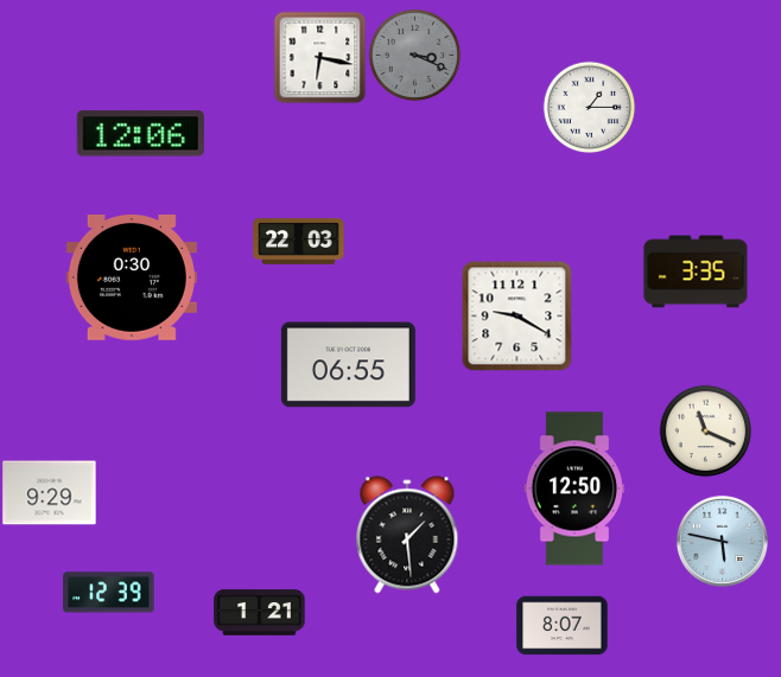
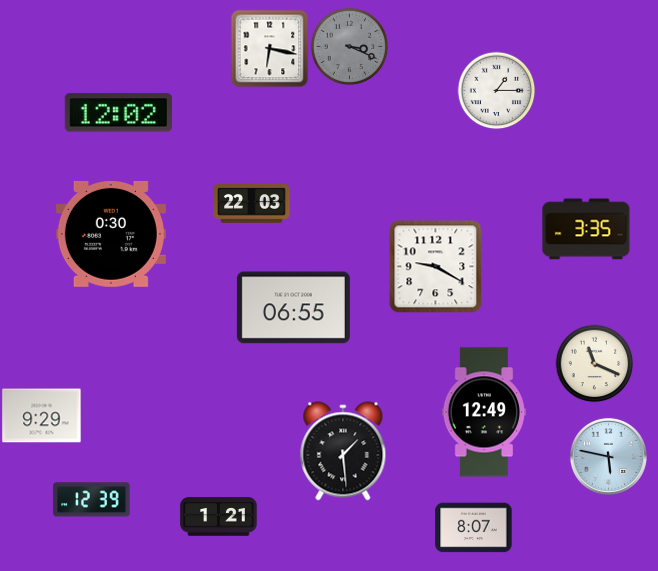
clock at (140, 134): 12:06 -> 12:02
clock at (574, 488): 12:50 -> 12:49
